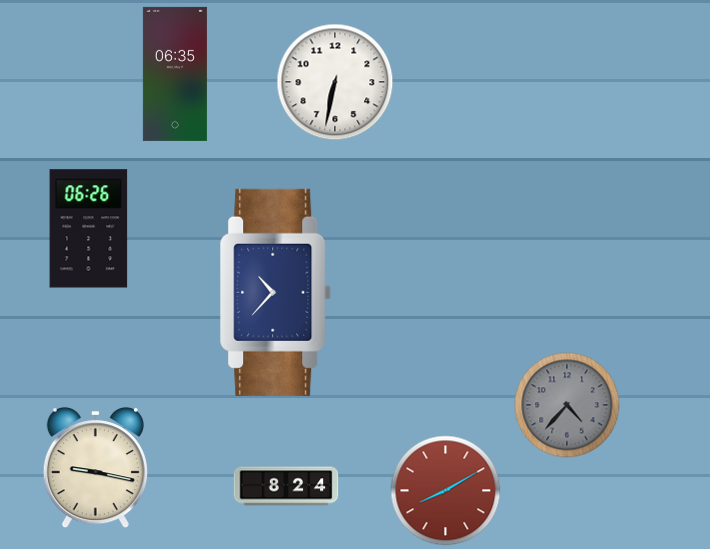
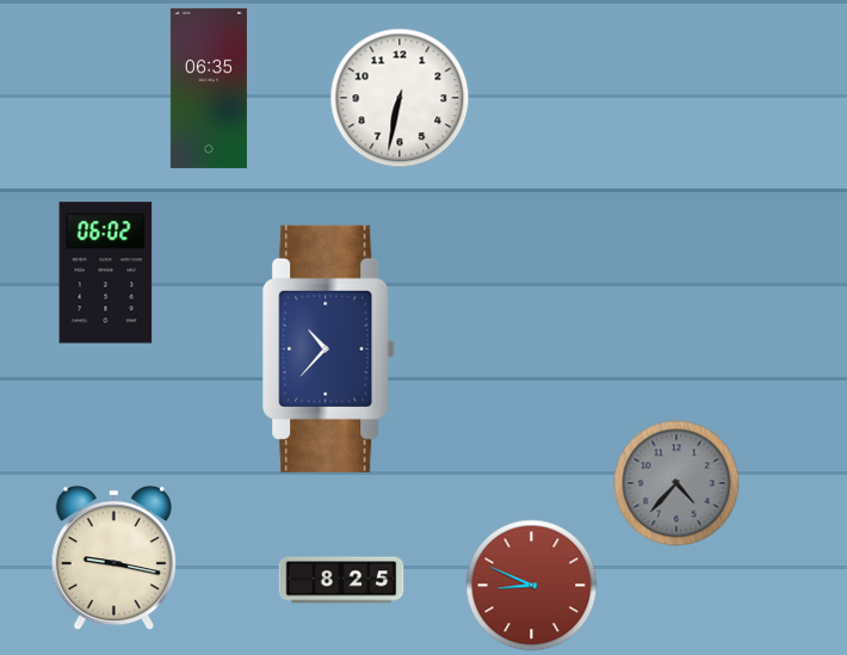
clock at (89, 229): 06:26 -> 06:02
clock at (286, 486): 8:24 -> 8:25
clock at (446, 491): 8:10 -> 8:49
